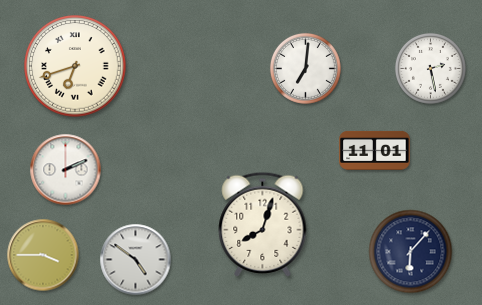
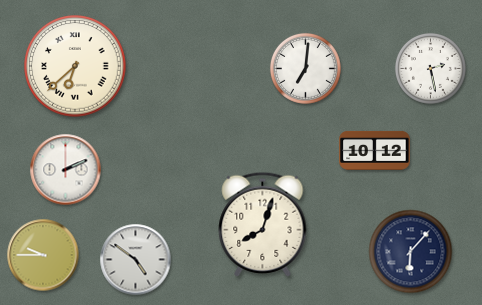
clock at (75, 66): 6:42 -> 6:38
clock at (375, 150): 11:01 -> 10:12
clock at (43, 255): 3:45 -> 9:45
